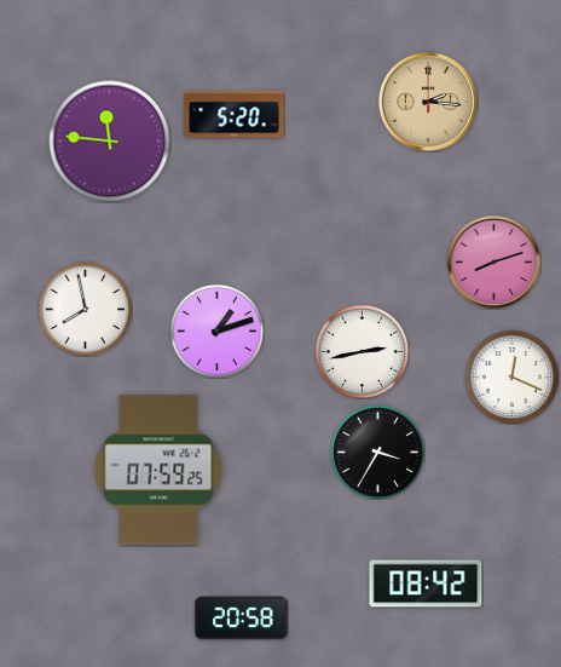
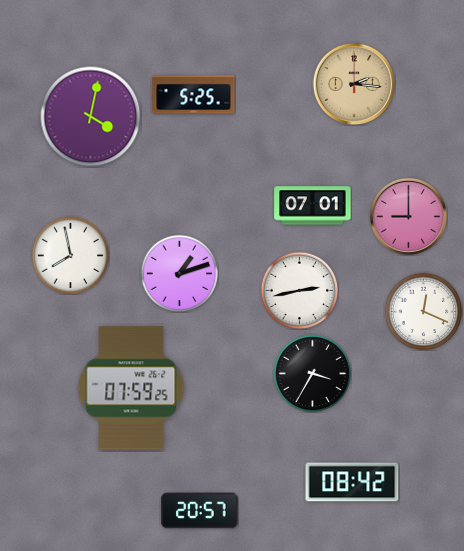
clock at (235, 115): 5:20 -> 5:25
clock at (110, 142): 11:46 -> 4:02
clock at (313, 206): none -> 07:01
clock at (493, 261): 8:12 -> 9:00
clock at (242, 619): 20:58 -> 20:57
